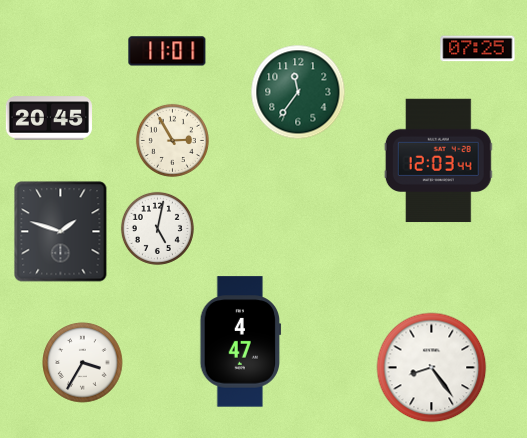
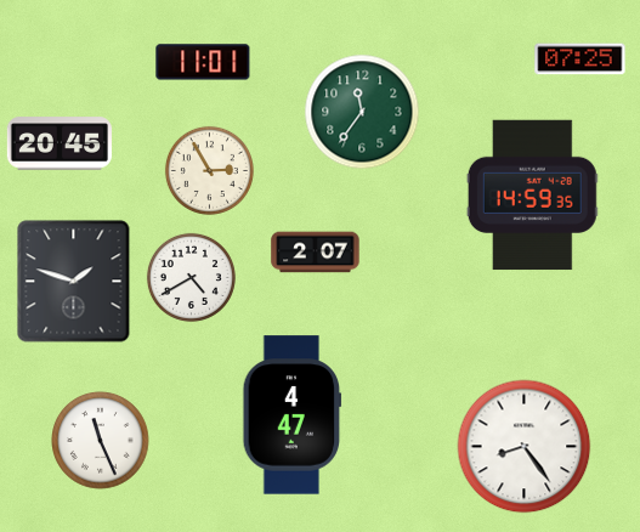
clock at (438, 161): 12:03 -> 14:59
clock at (316, 253): none -> 2:07
clock at (157, 228): 5:02 -> 4:40
clock at (83, 363): 3:35 -> 11:26
